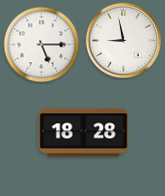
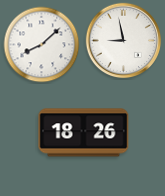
clock at (42, 45): 5:15 -> 8:08
clock at (84, 133): 18:28 -> 18:26
